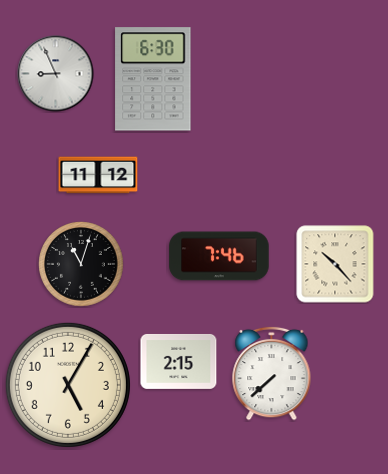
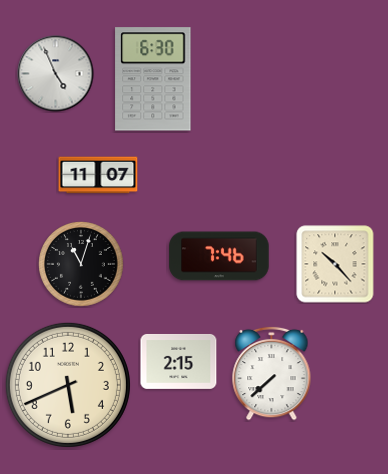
clock at (56, 74): 8:56 -> 4:56
clock at (98, 175): 11:12 -> 11:07
clock at (68, 385): 5:05 -> 5:41
